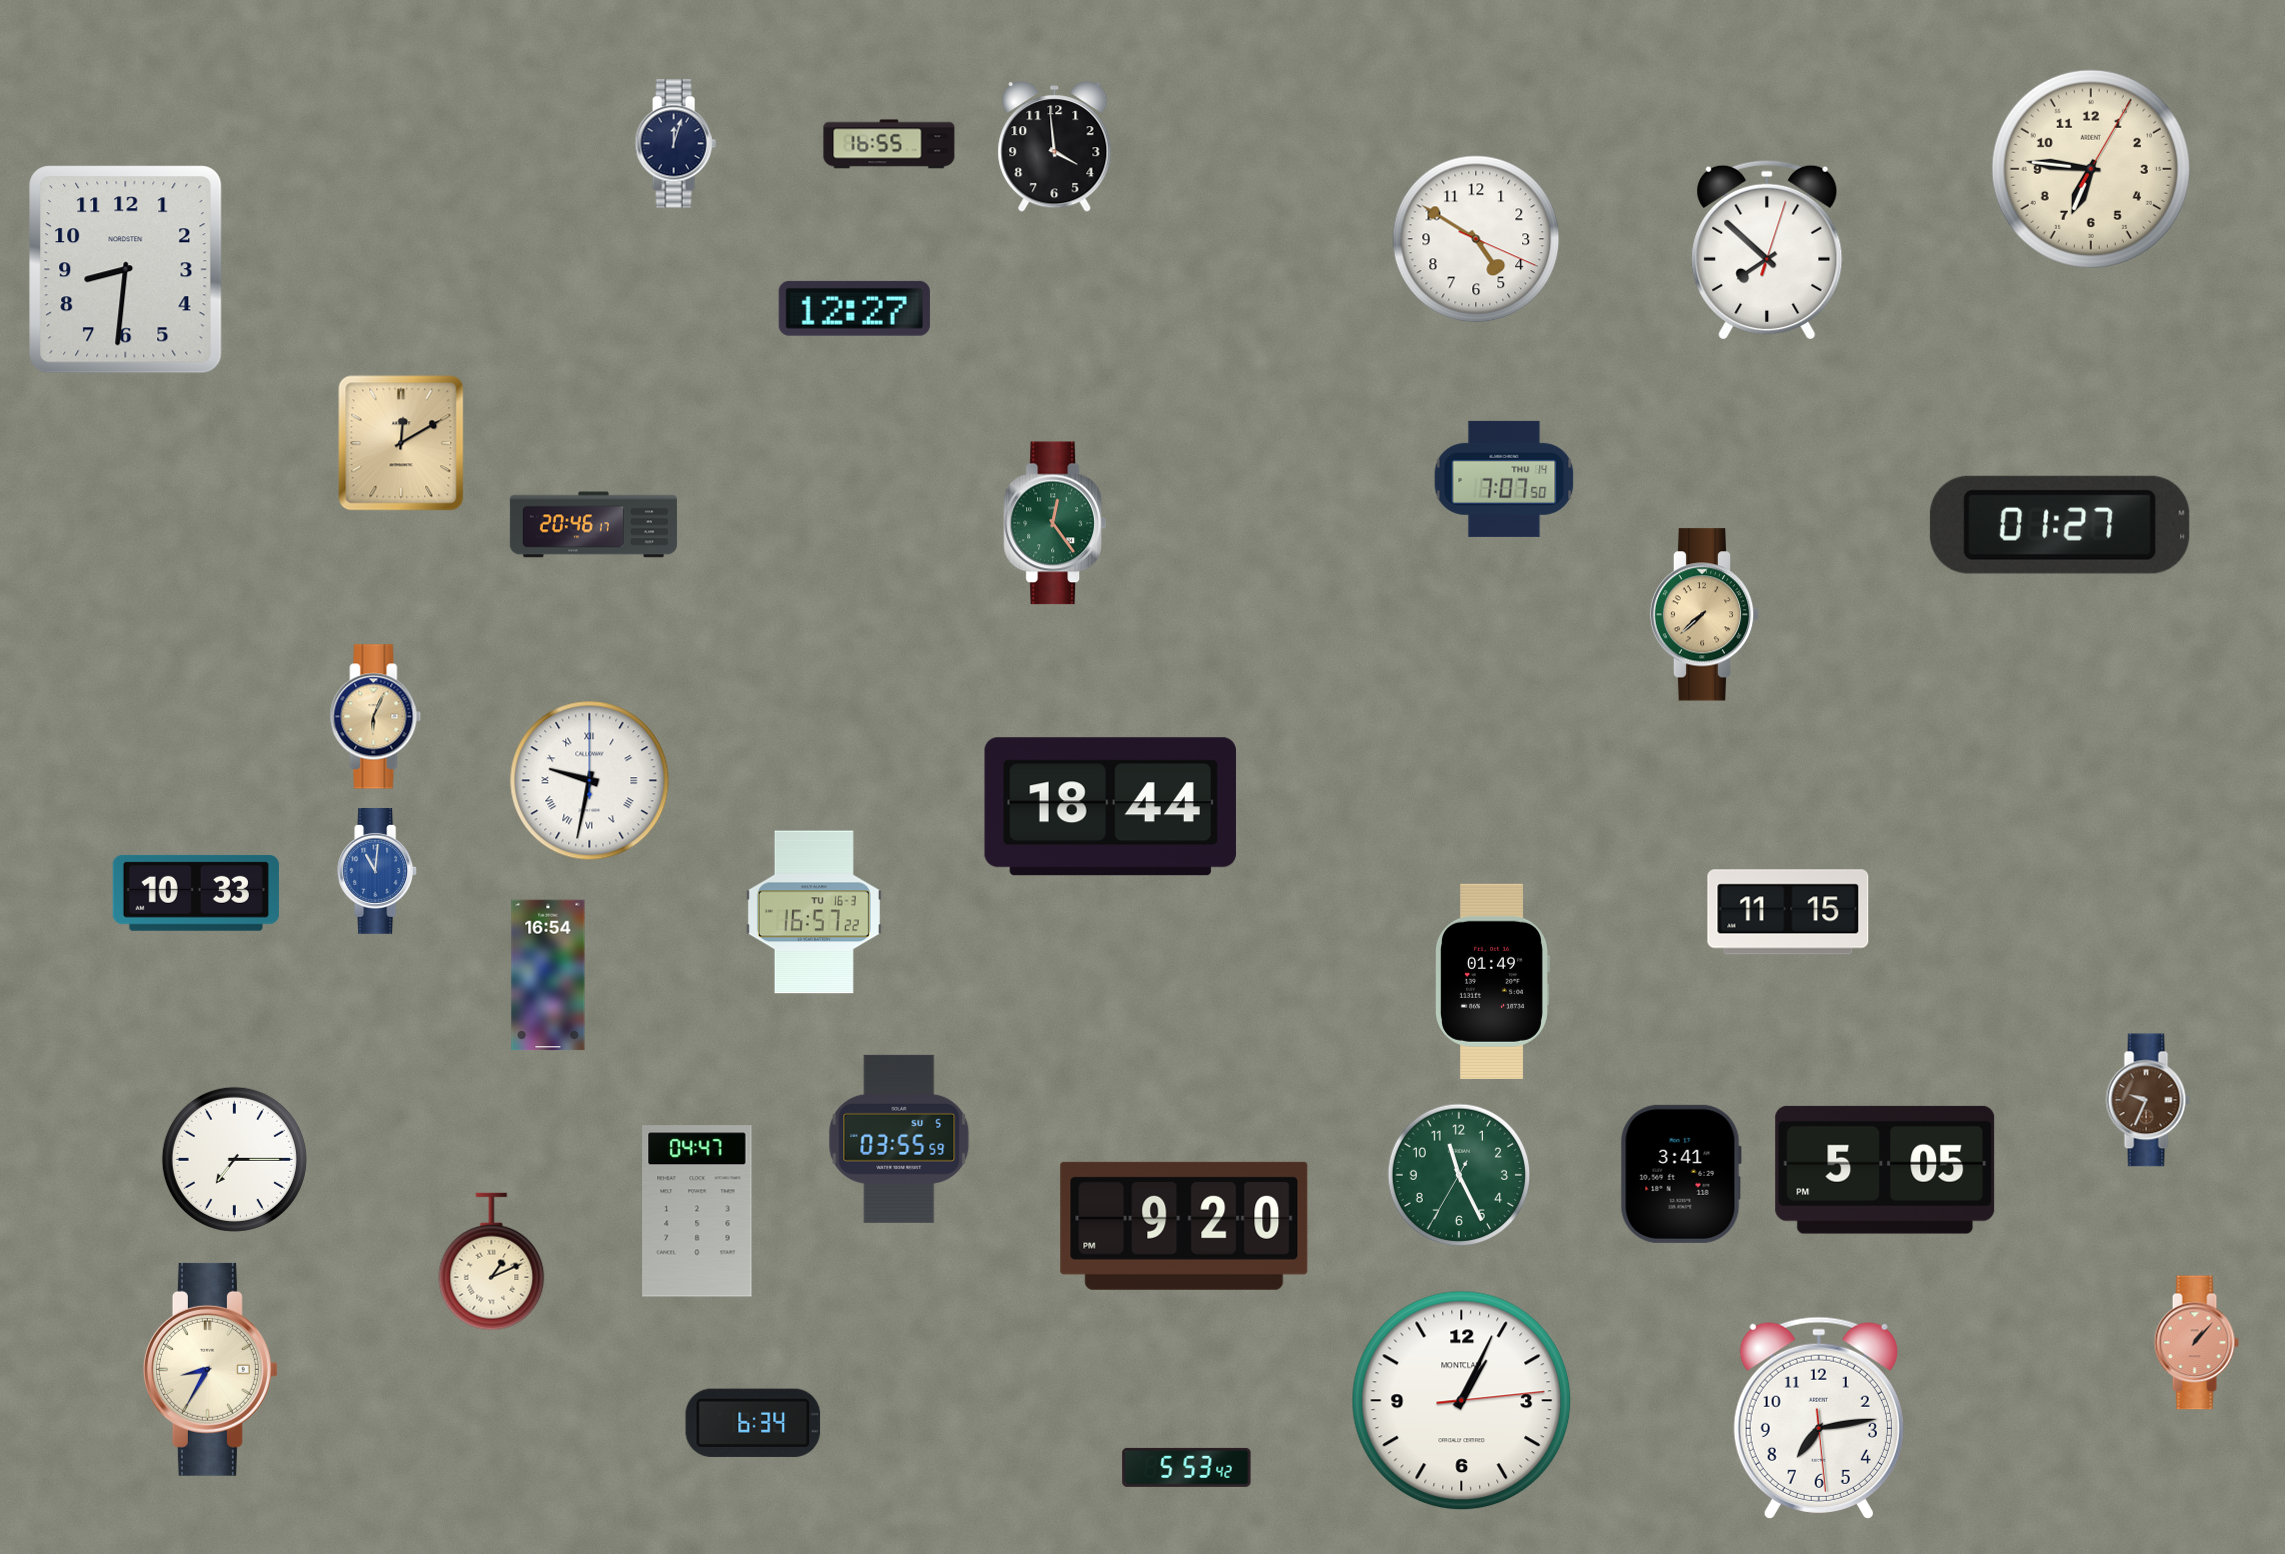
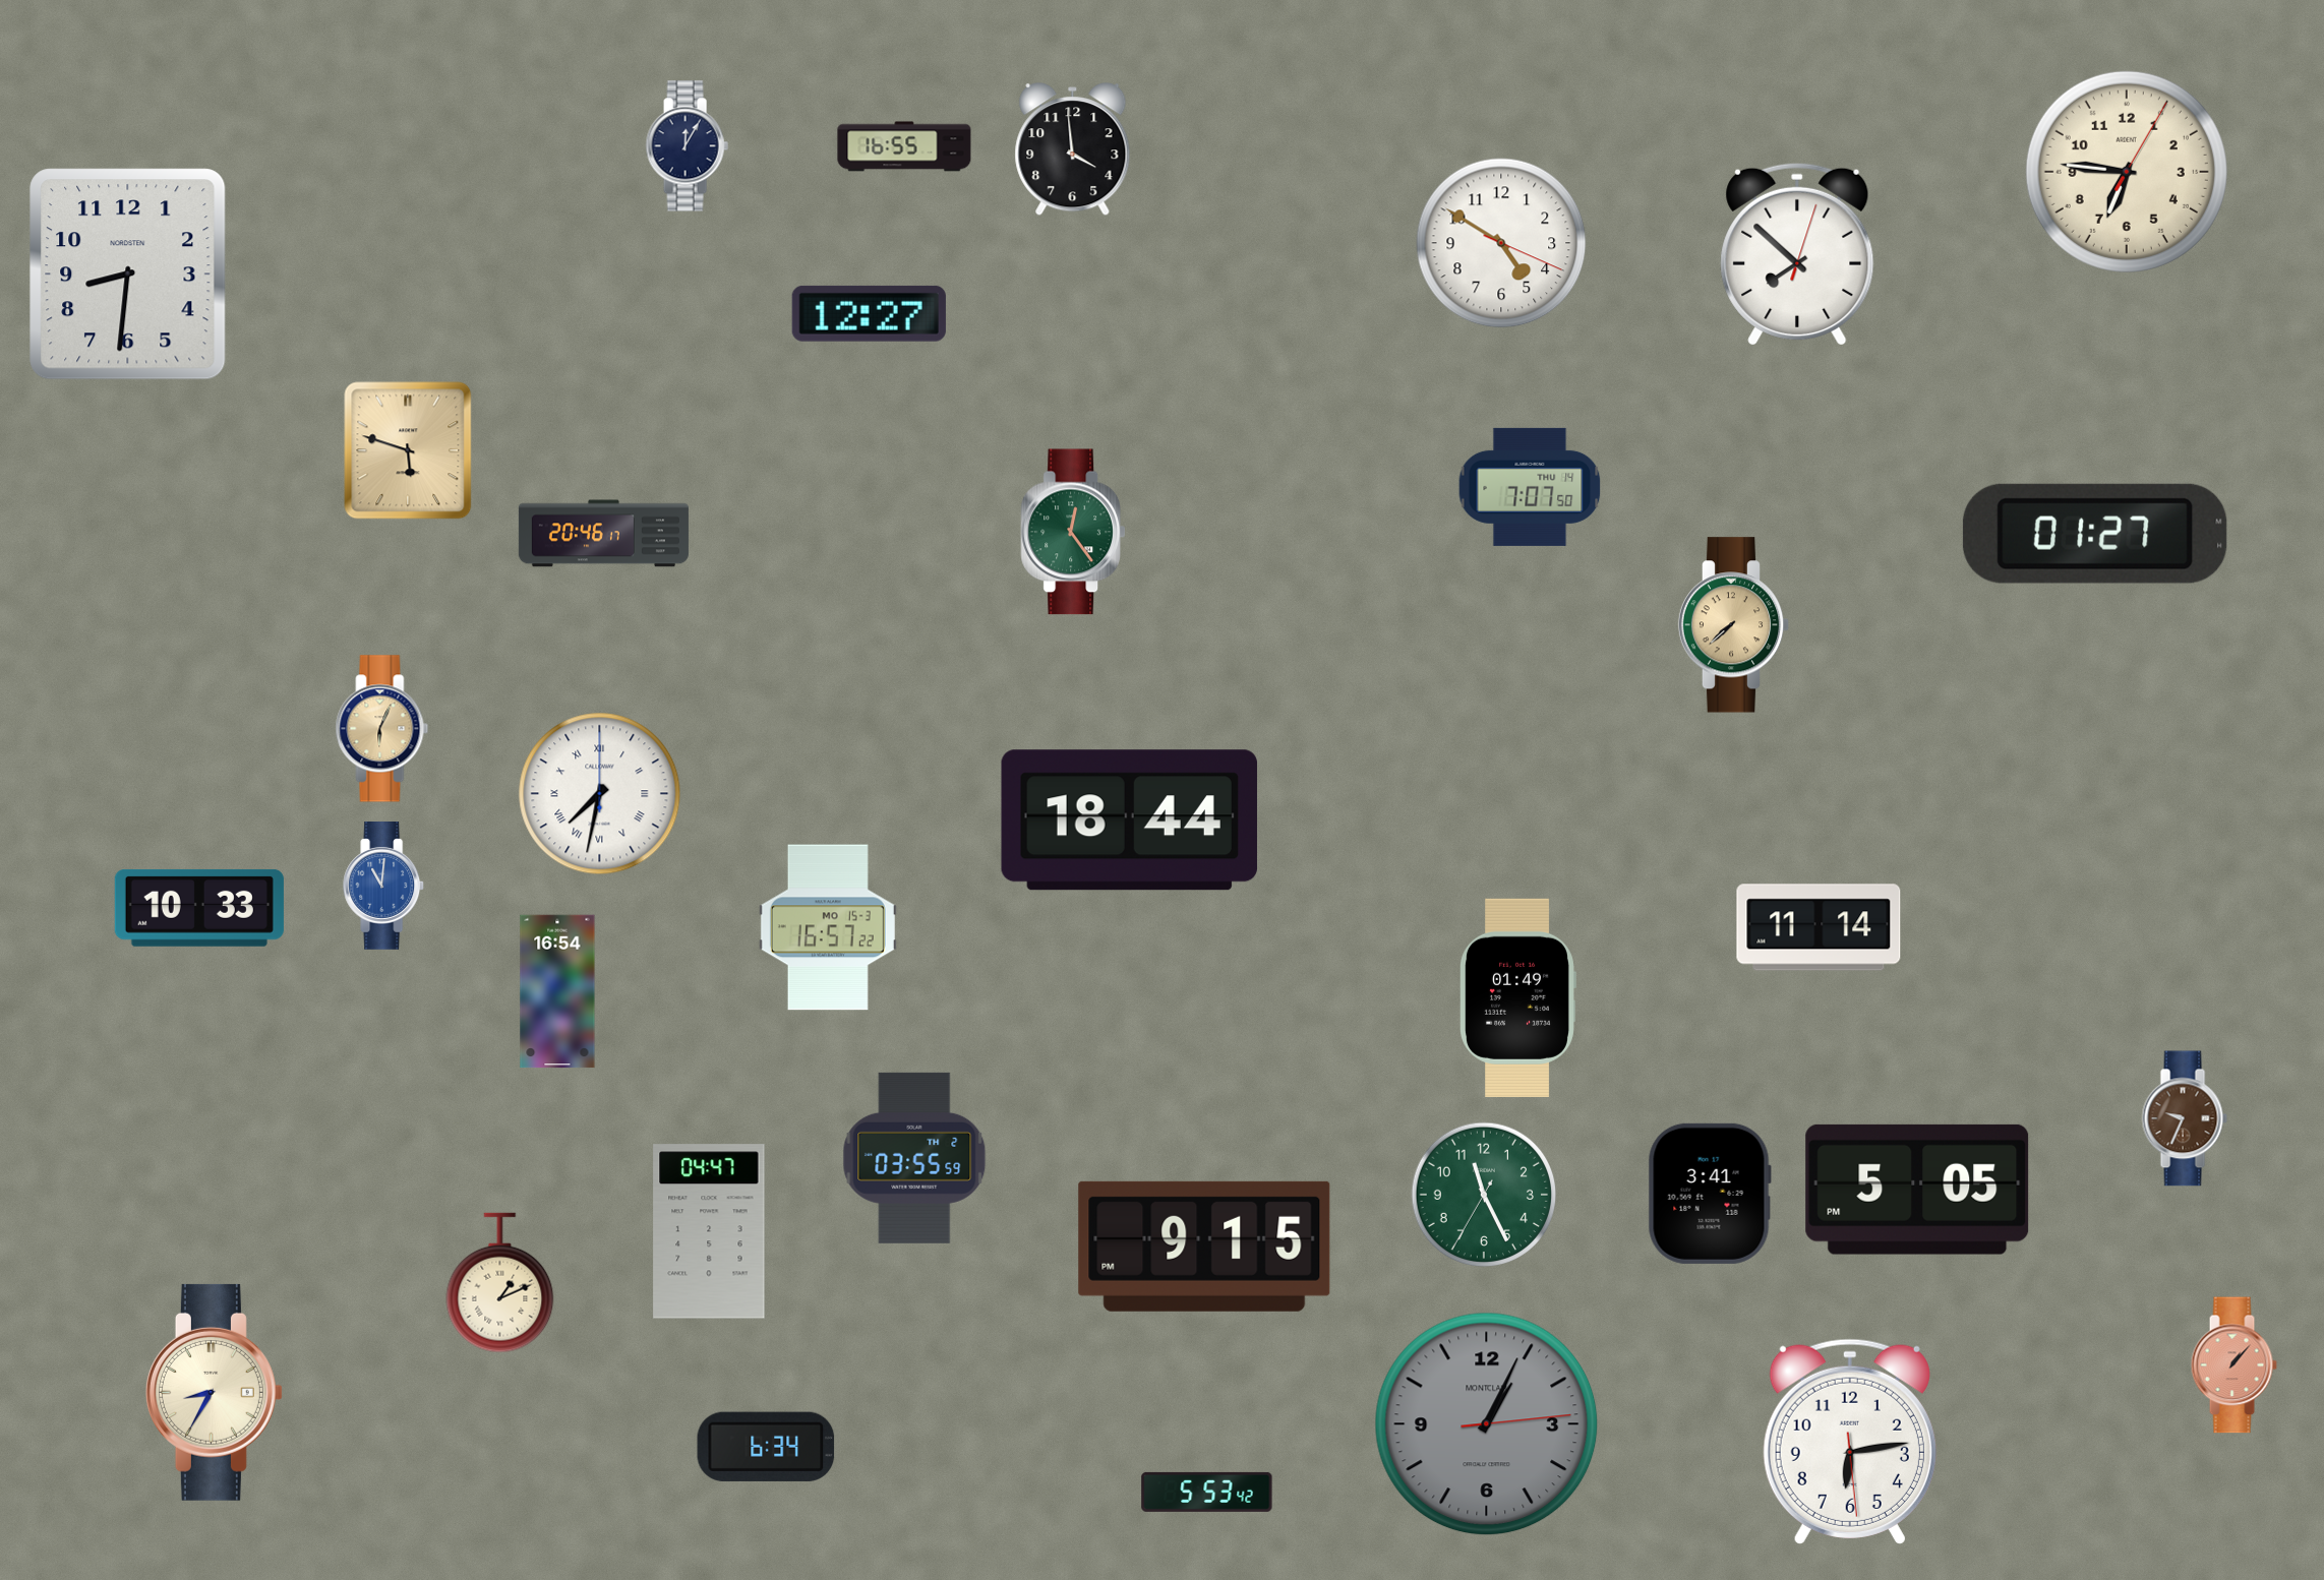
clock at (675, 144): 12:03 -> 12:05
clock at (401, 443): 12:10 -> 5:48
clock at (590, 781): 9:32 -> 7:32
clock at (814, 912) date: TU 16-3 -> MO 15-3
clock at (1788, 912): 11:15 -> 11:14
clock at (899, 1139) date: SU 5 -> TH 2
clock at (234, 1159): 7:15 -> none
clock at (1184, 1226): 9:20 -> 9:15
clock at (1462, 1401) dial: white -> grey
clock at (1819, 1418): 7:13 -> 6:13
